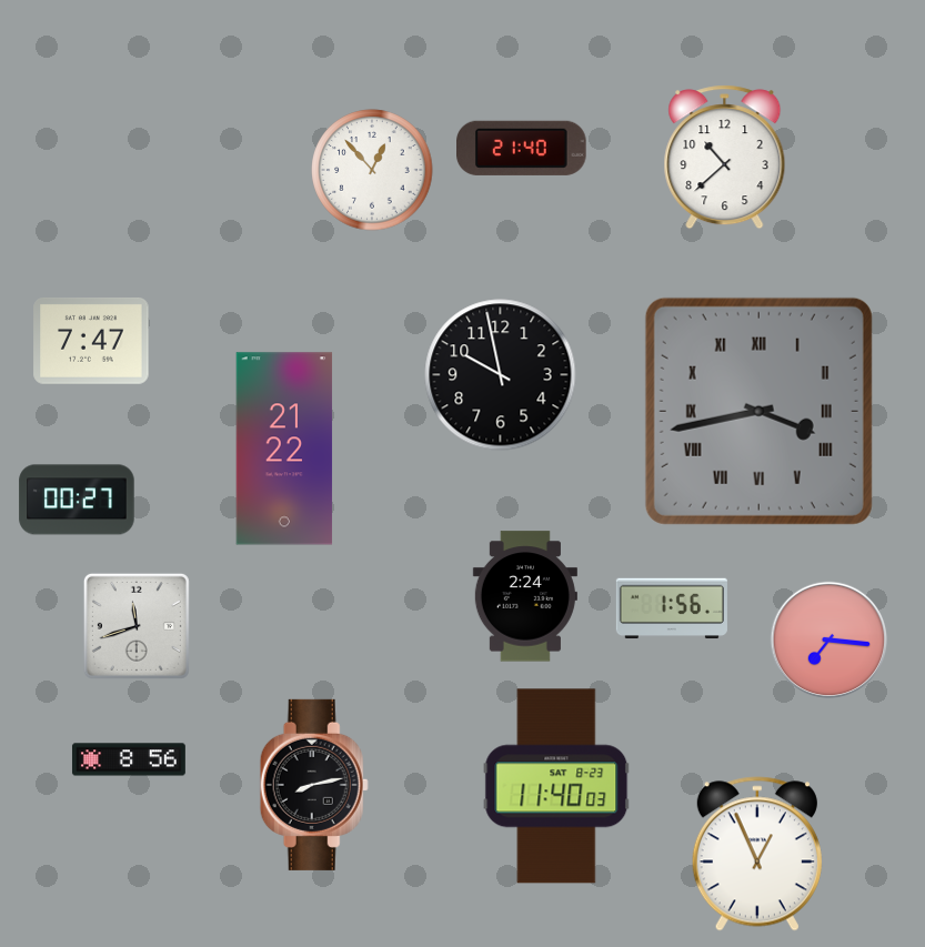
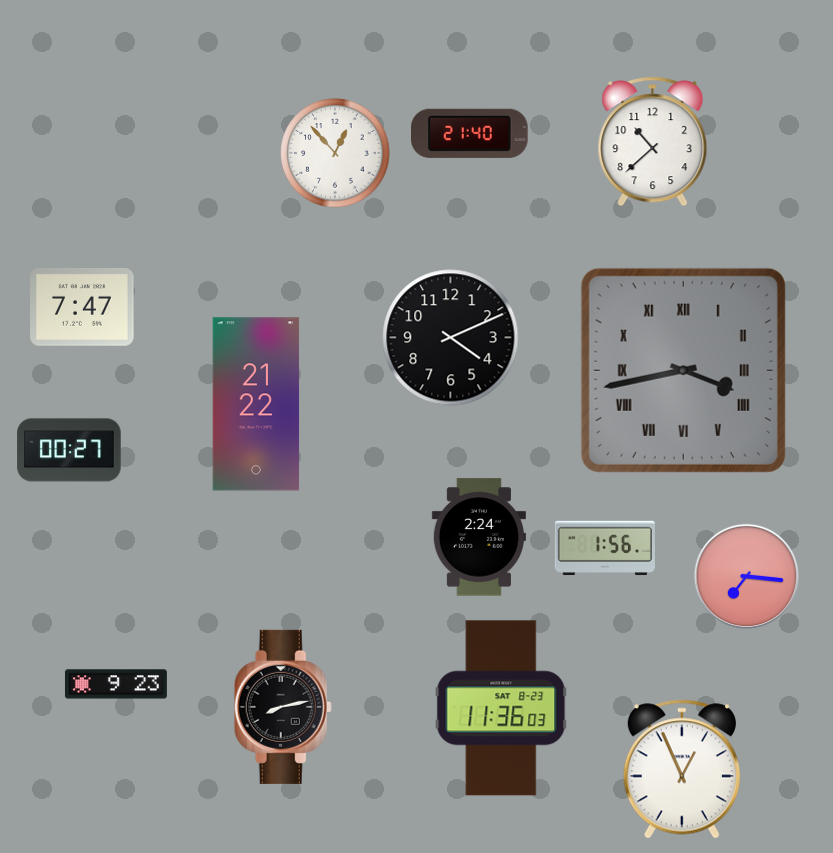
clock at (501, 375): 9:58 -> 4:11
clock at (525, 596) position: (525, 596) -> (479, 537)
clock at (137, 626): 11:42 -> none
clock at (129, 759): 8:56 -> 9:23
clock at (556, 786): 11:40 -> 11:36
